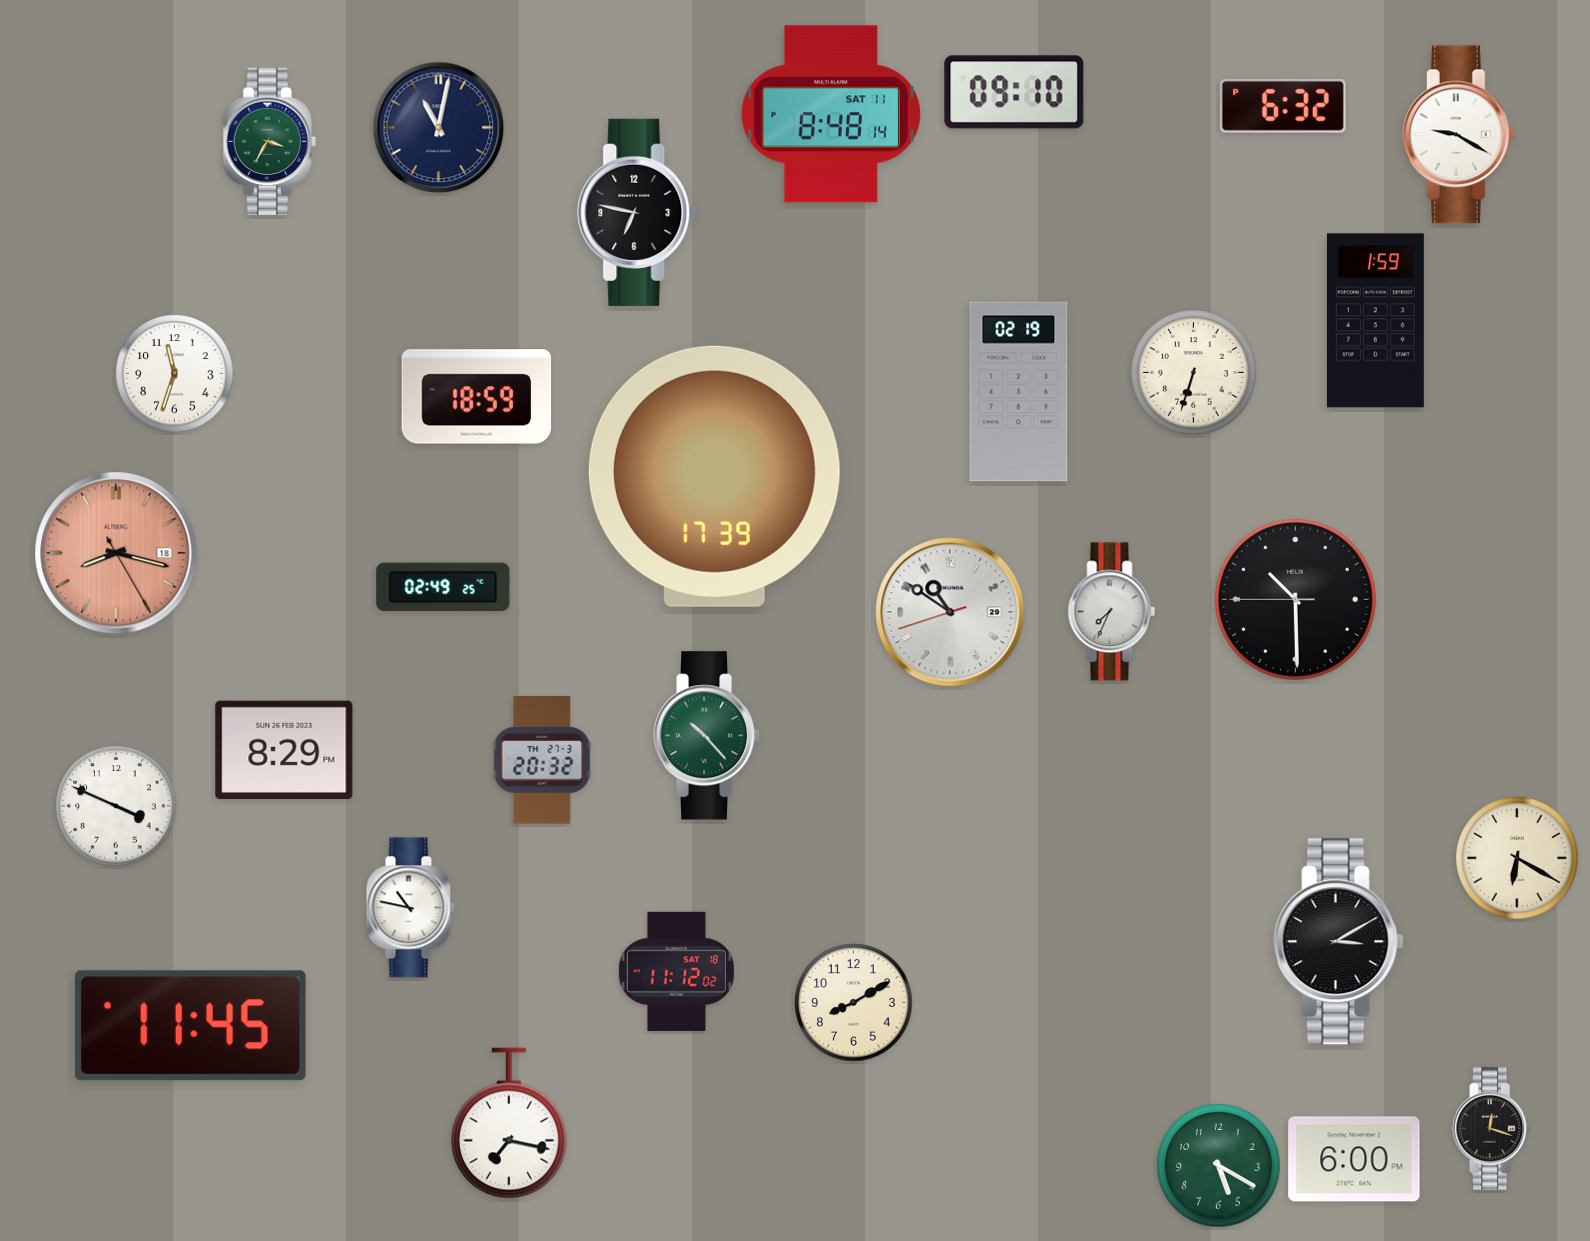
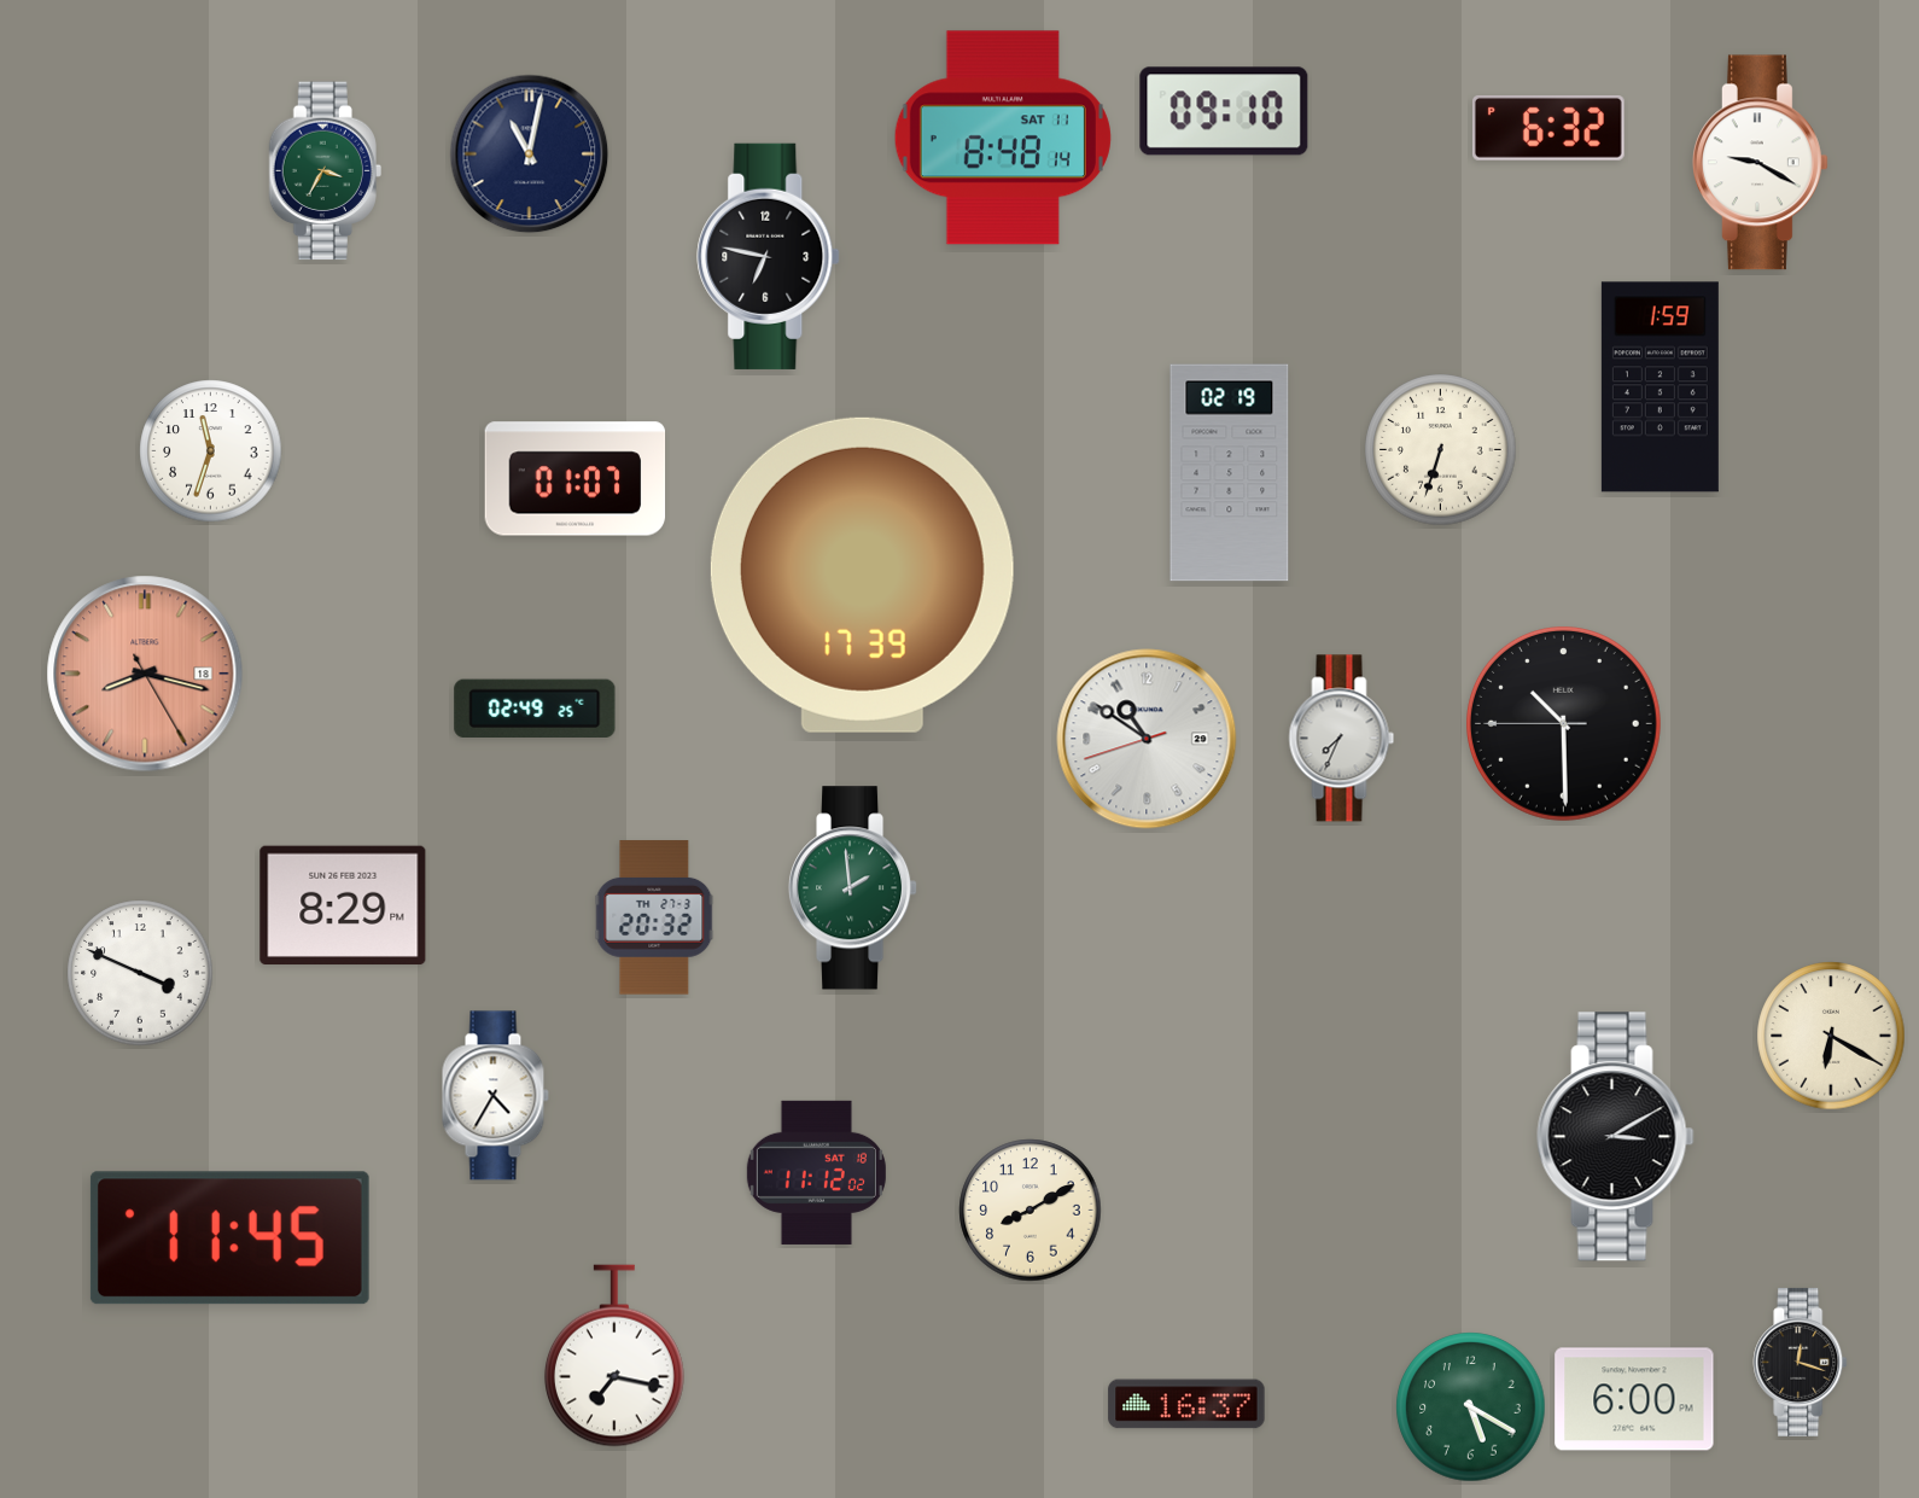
clock at (477, 397): 18:59 -> 01:07
clock at (116, 553) position: (116, 553) -> (145, 674)
clock at (707, 736): 10:23 -> 1:59
clock at (410, 908): 10:47 -> 4:35
clock at (1186, 1404): none -> 16:37
